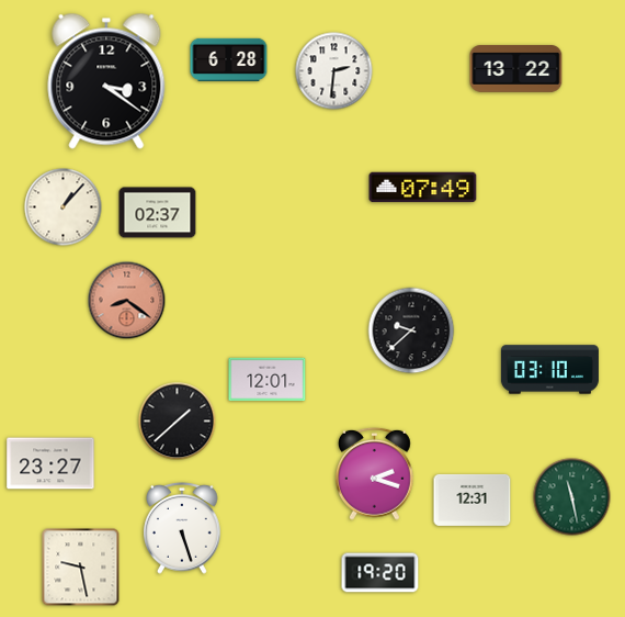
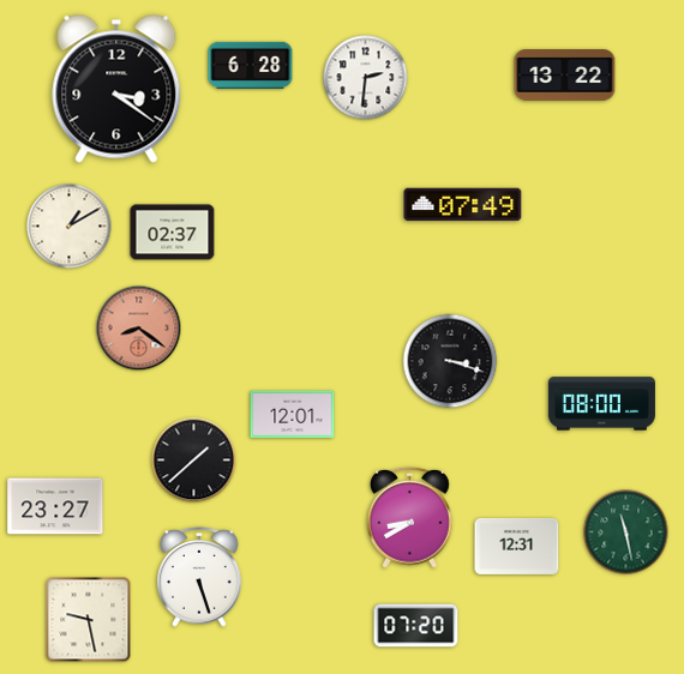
clock at (64, 207): 1:07 -> 1:10
clock at (411, 330): 9:38 -> 3:18
clock at (549, 370): 03:10 -> 08:00
clock at (375, 473): 2:18 -> 8:40
clock at (572, 497) position: (572, 497) -> (626, 532)
clock at (380, 573): 19:20 -> 07:20
